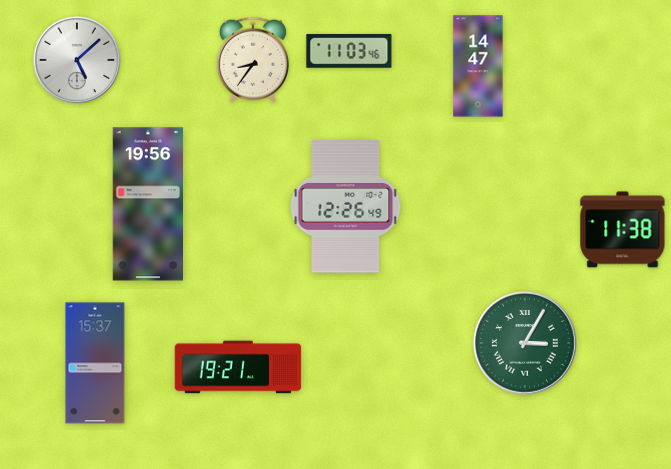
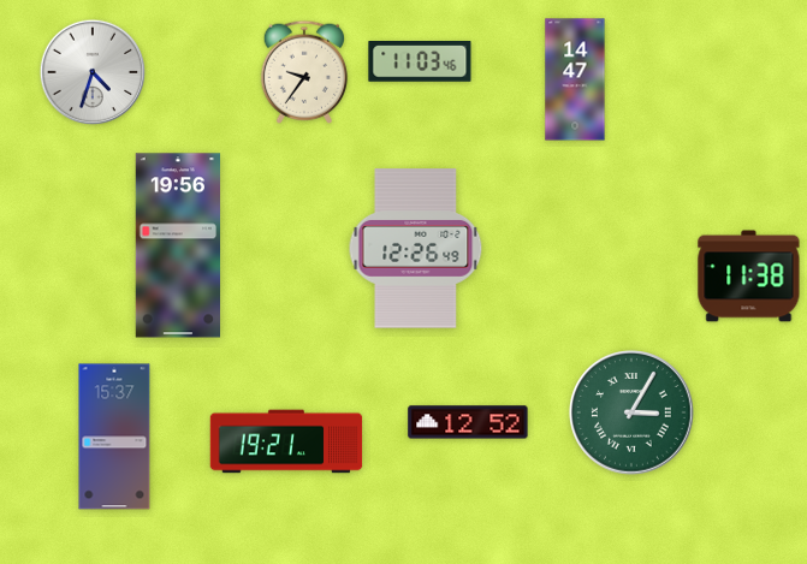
clock at (77, 60): 5:08 -> 4:33
clock at (253, 60): 8:36 -> 9:36
clock at (468, 422): none -> 12:52
